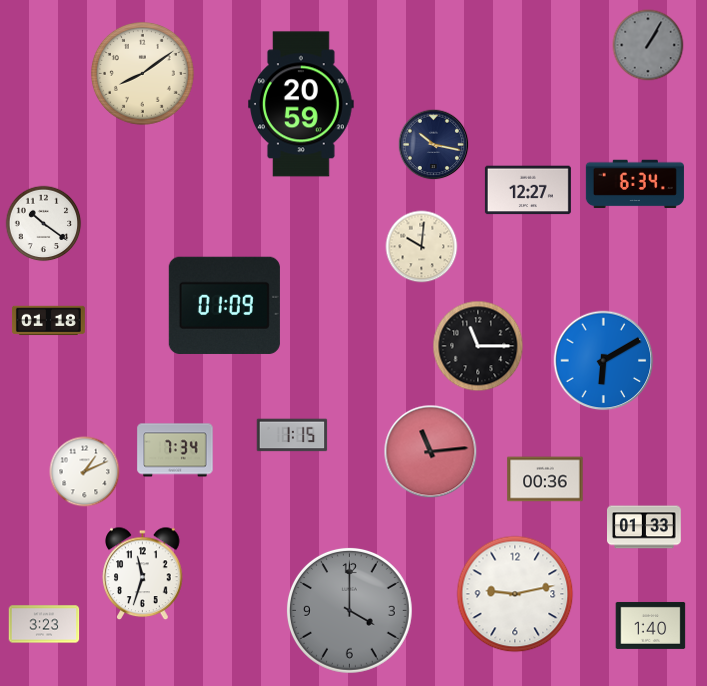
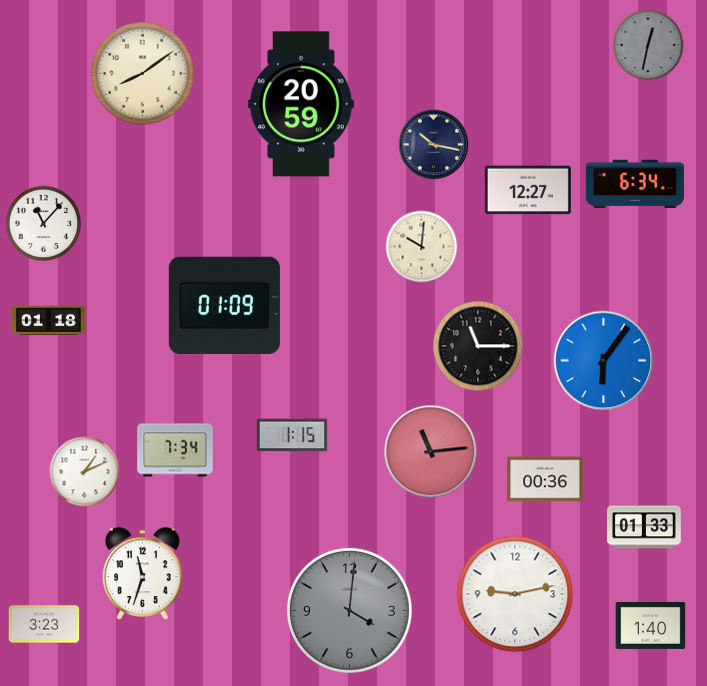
clock at (648, 45): 1:05 -> 12:32
clock at (44, 224): 10:21 -> 11:07
clock at (604, 361): 6:10 -> 6:06
clock at (349, 610): 4:00 -> 4:01
